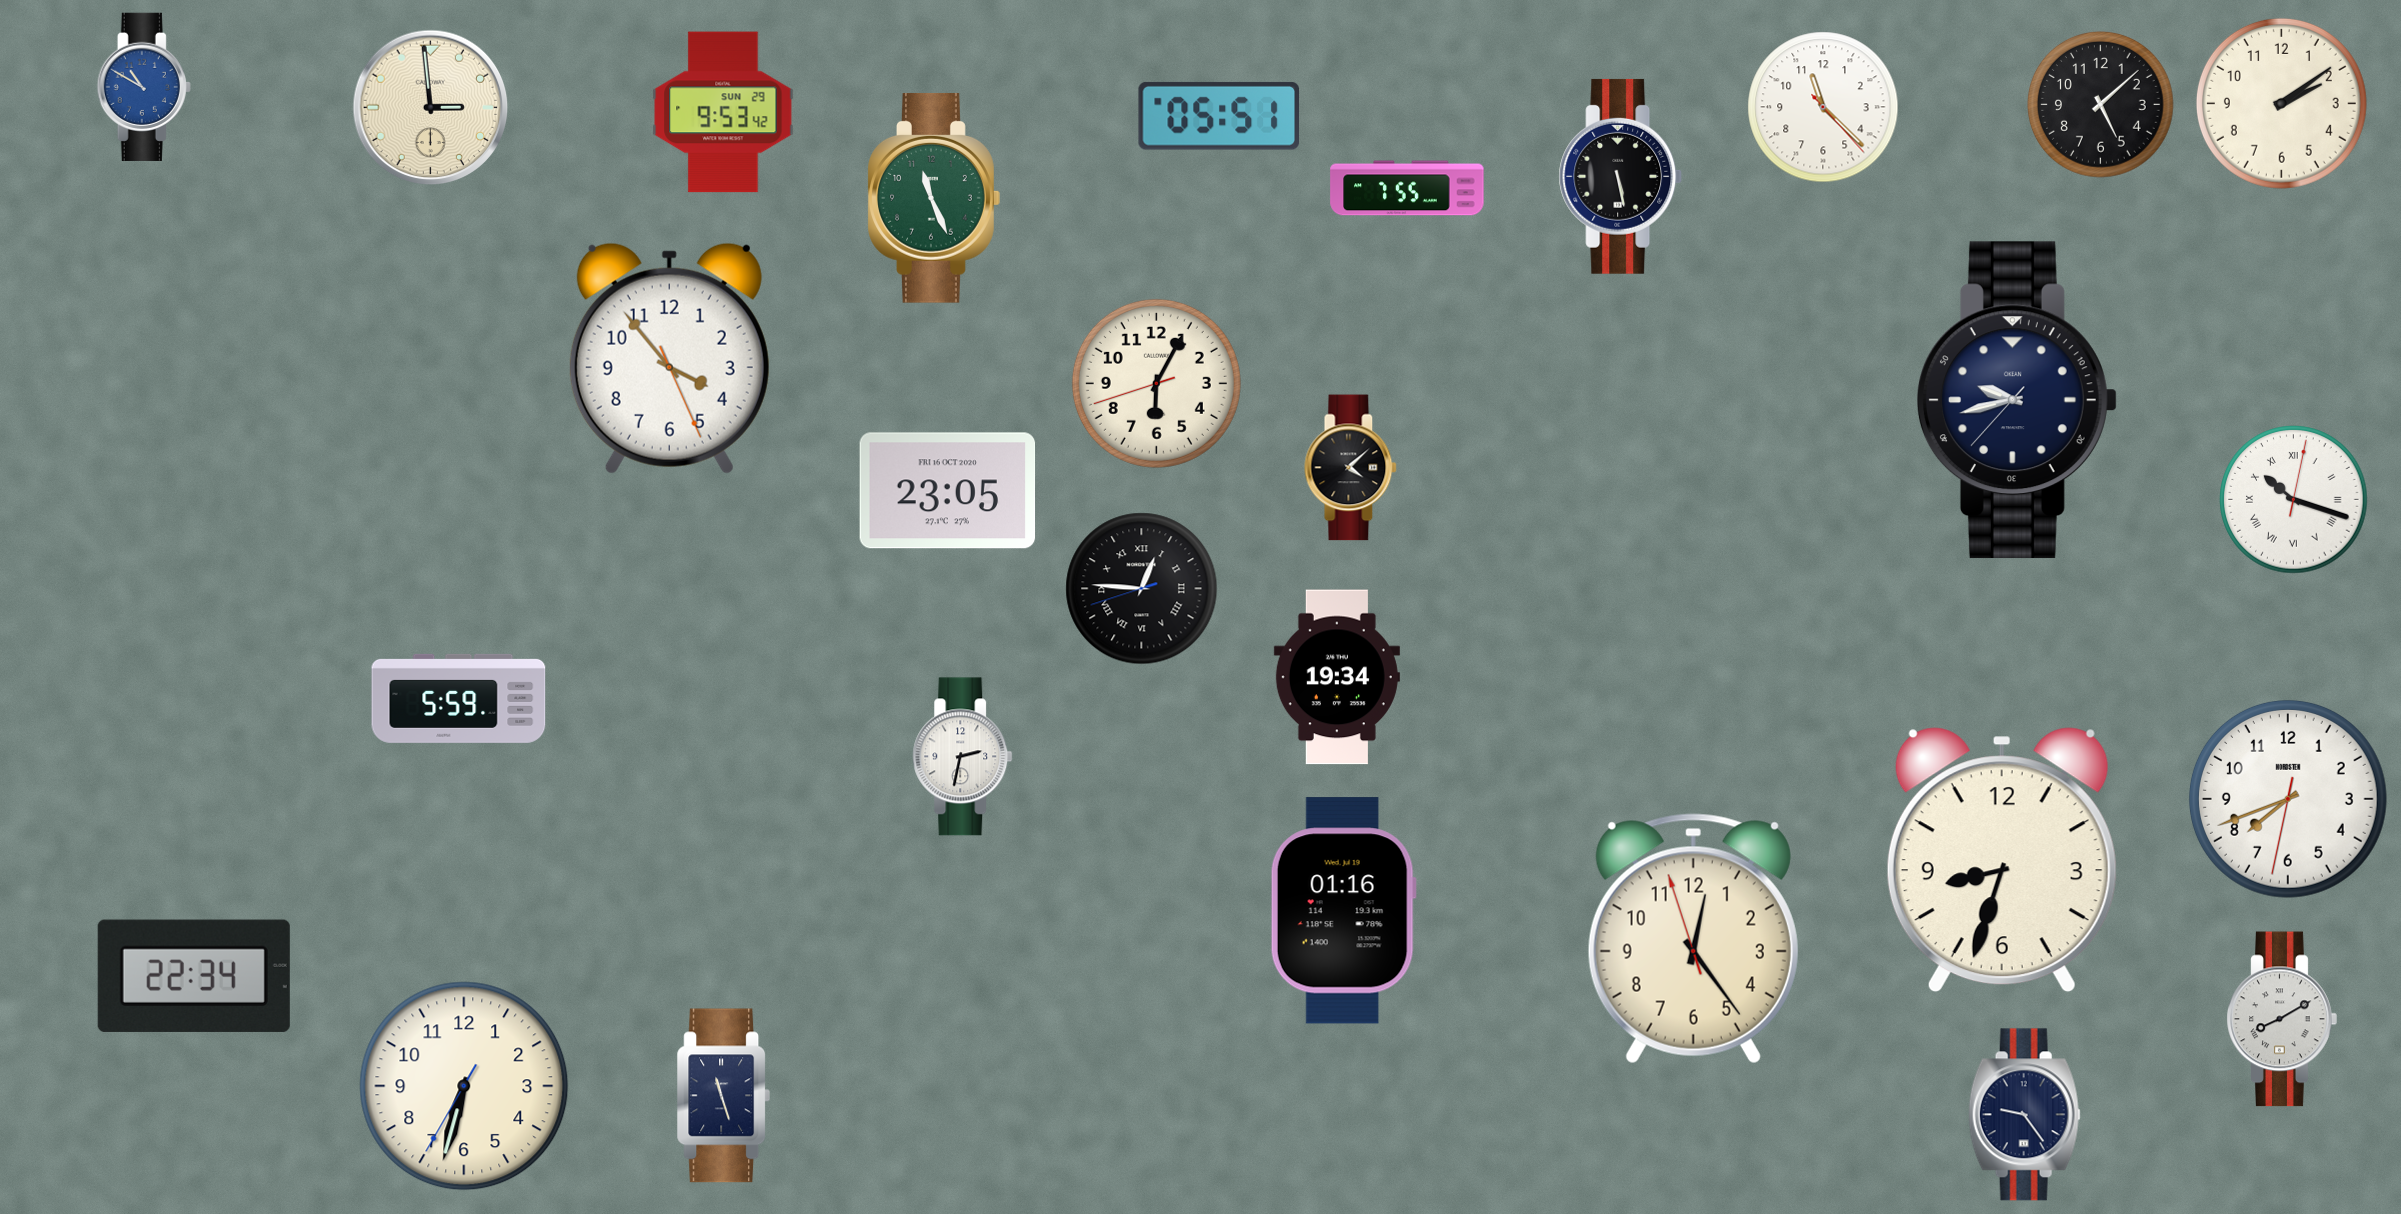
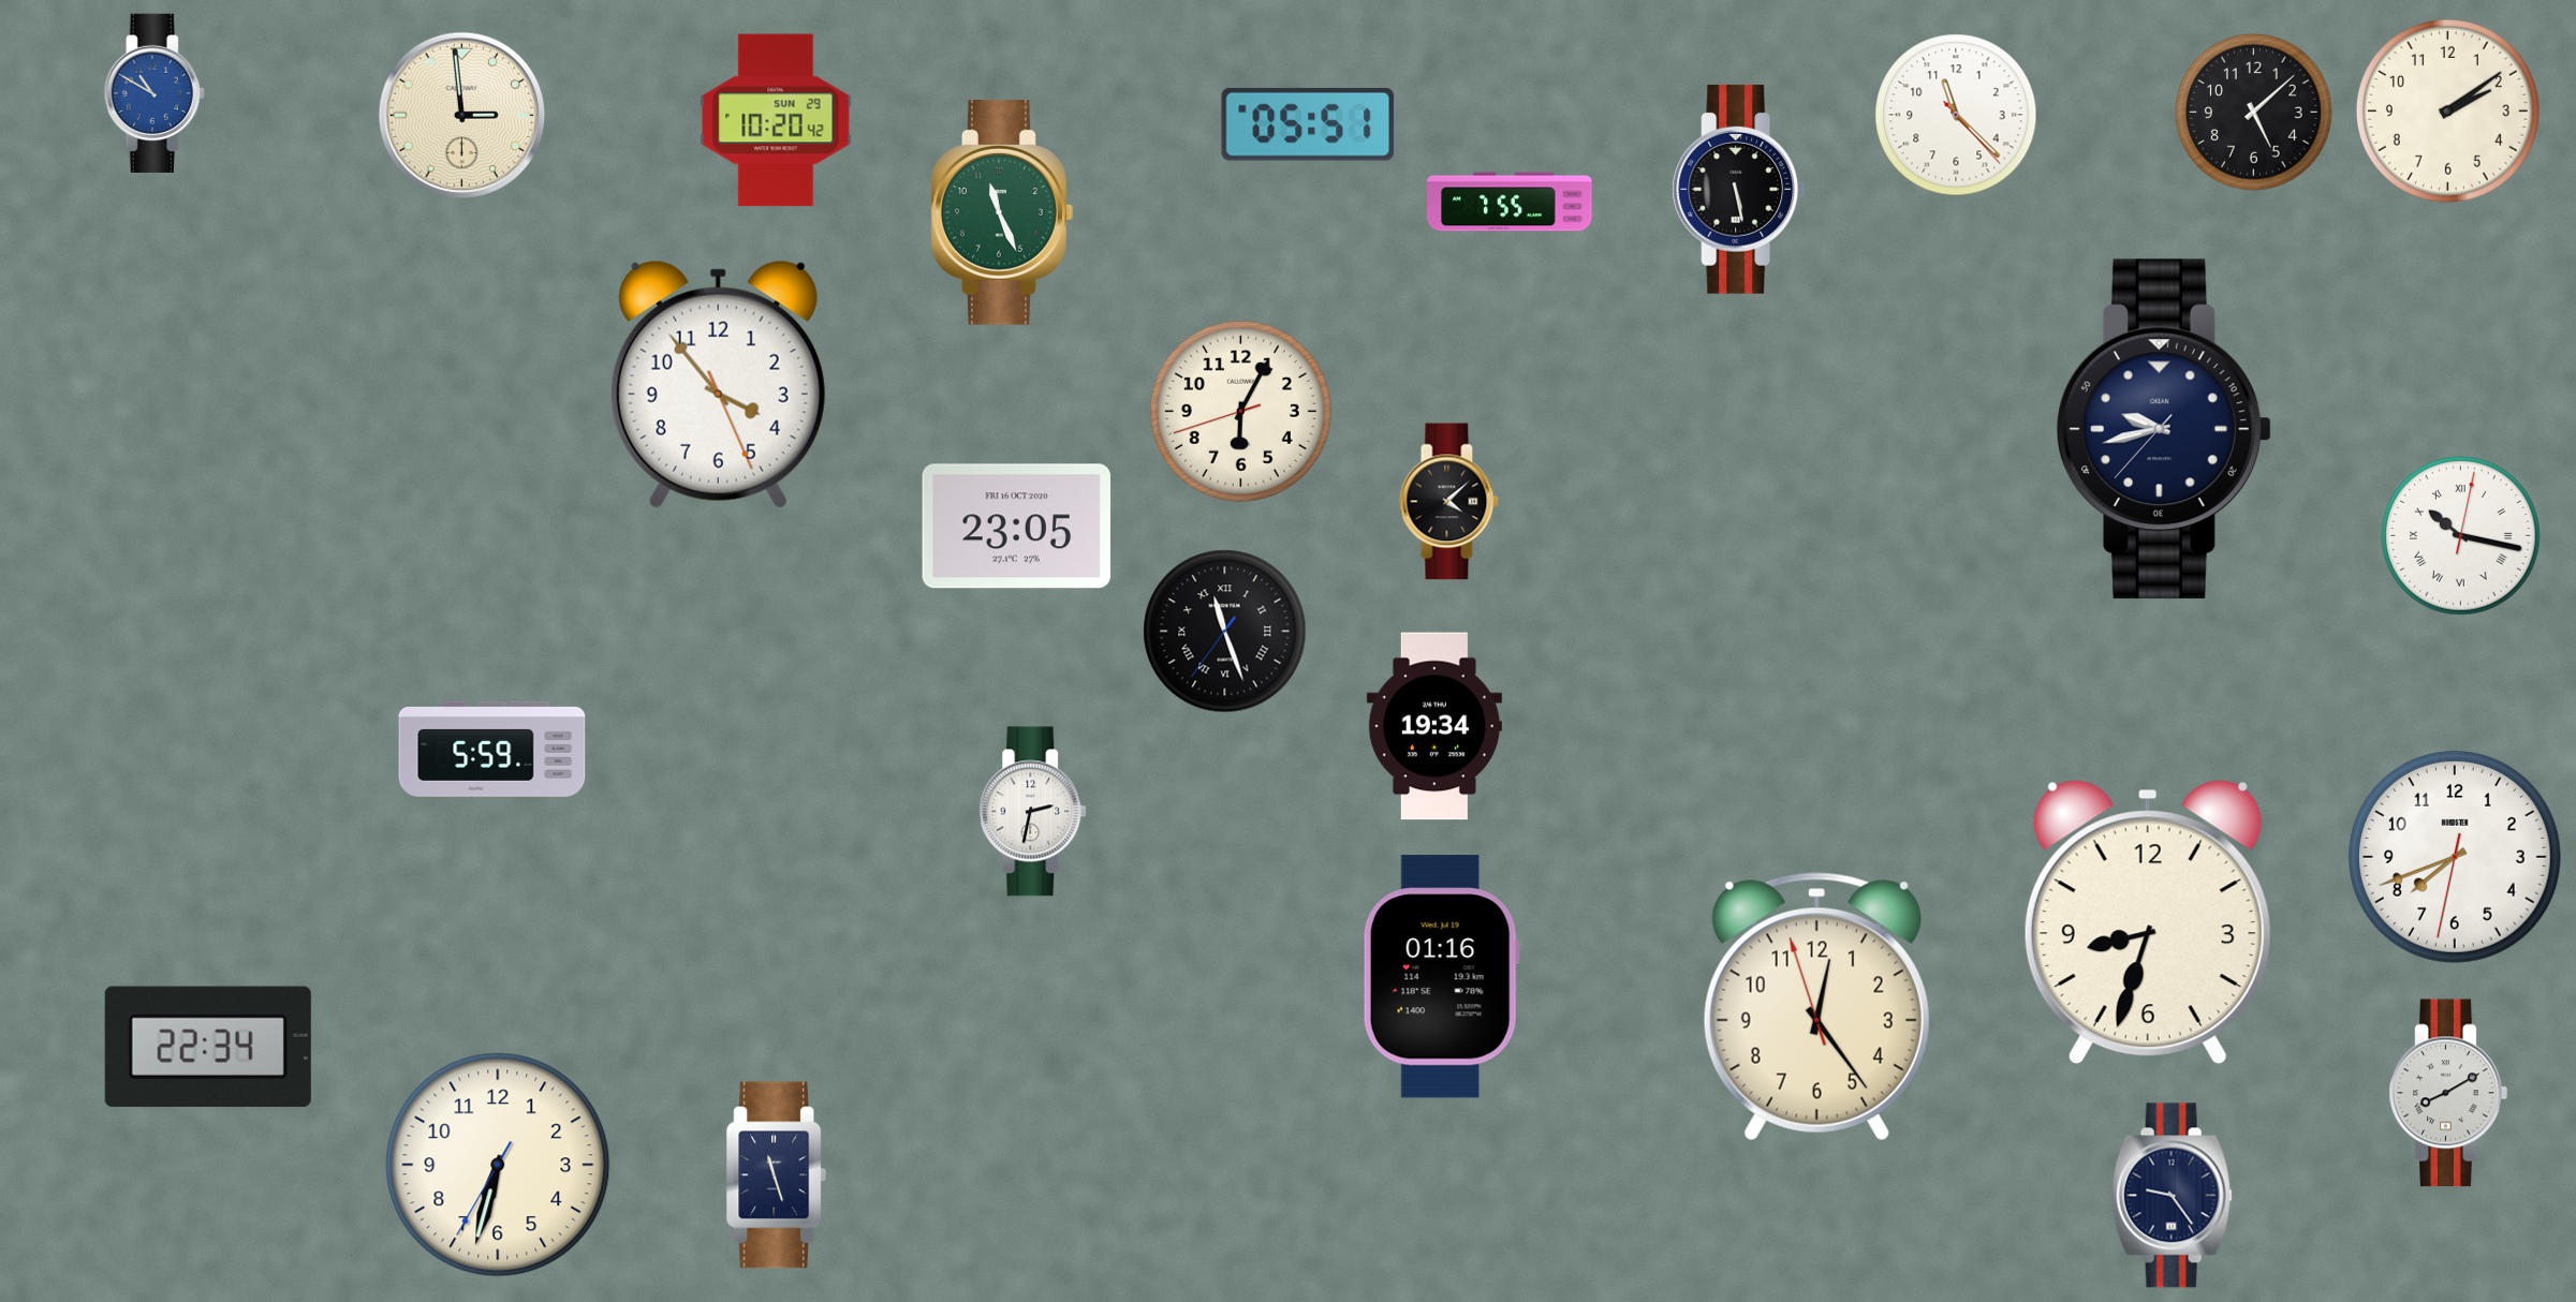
clock at (723, 112): 9:53 -> 10:20
clock at (2294, 500): 10:18 -> 10:17
clock at (1142, 589): 12:45 -> 11:26
